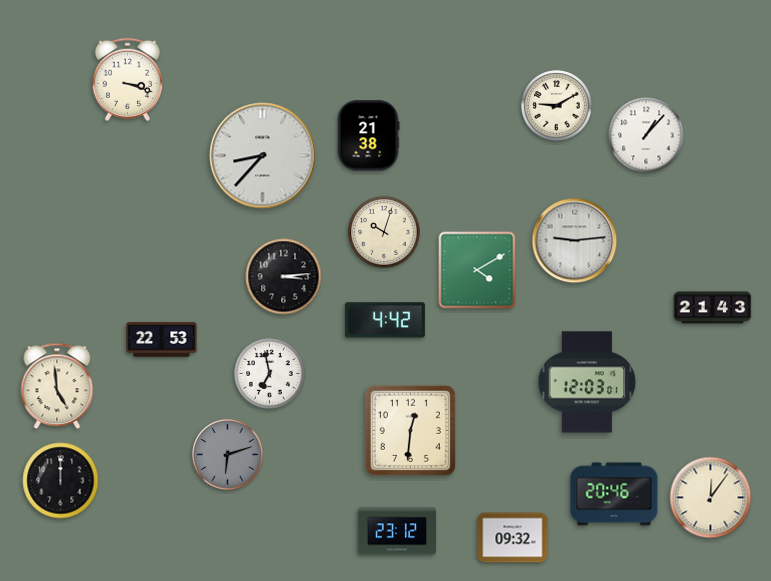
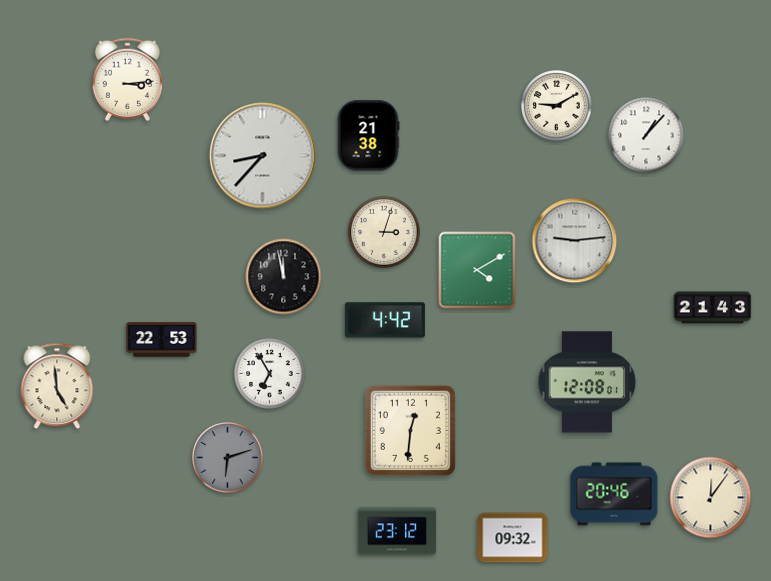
clock at (127, 79): 3:18 -> 3:14
clock at (384, 232): 10:03 -> 3:03
clock at (284, 277): 3:14 -> 11:58
clock at (270, 374): 6:58 -> 6:55
clock at (587, 382): 12:03 -> 12:08
clock at (228, 455) position: (228, 455) -> (228, 458)
clock at (61, 481): 12:00 -> none
